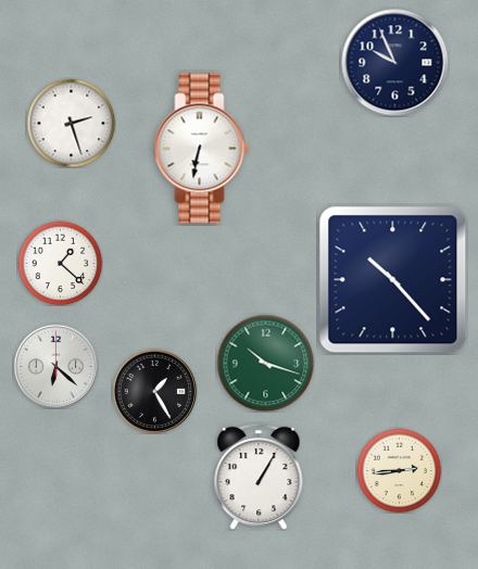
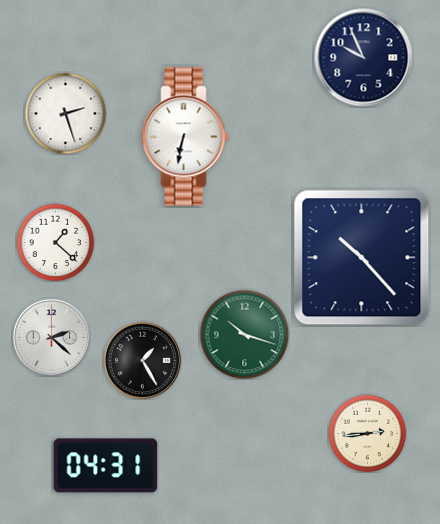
clock at (55, 366): 6:22 -> 2:22
clock at (259, 477): 1:05 -> none
clock at (106, 466): none -> 04:31
